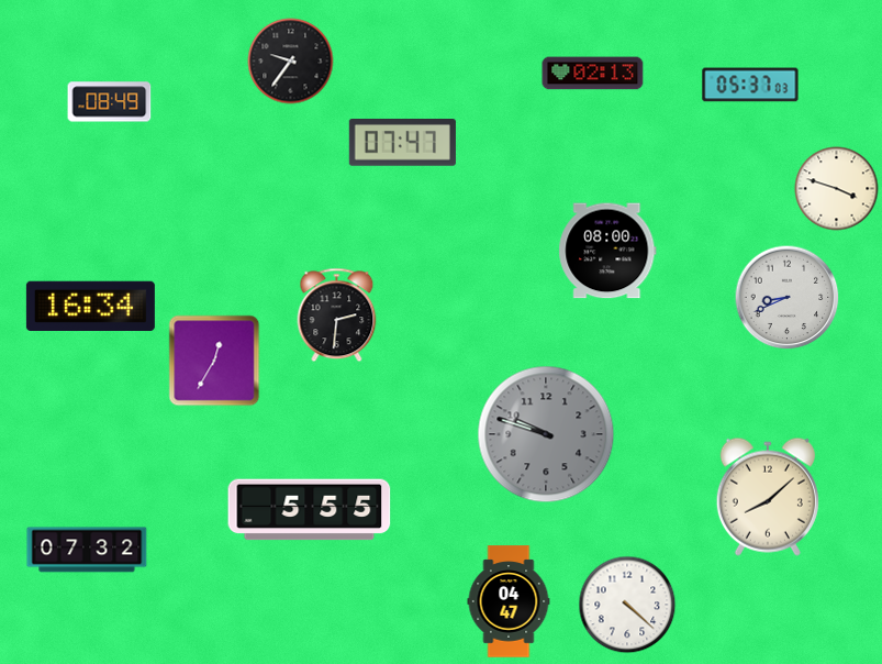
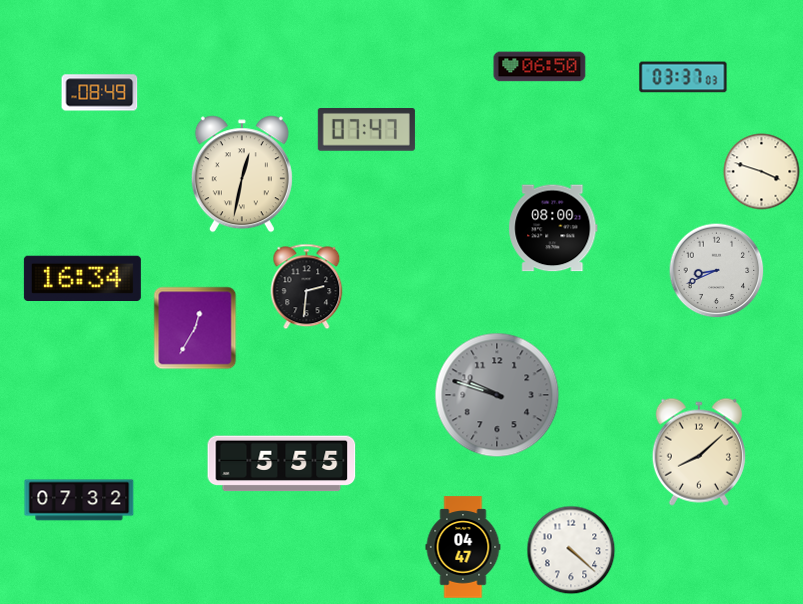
clock at (291, 62): 9:36 -> none
clock at (593, 74): 02:13 -> 06:50
clock at (750, 85): 05:37 -> 03:37
clock at (242, 174): none -> 12:32
